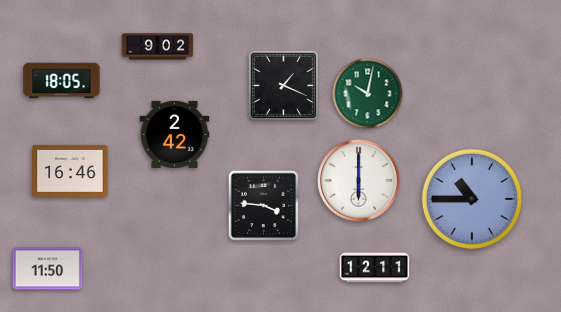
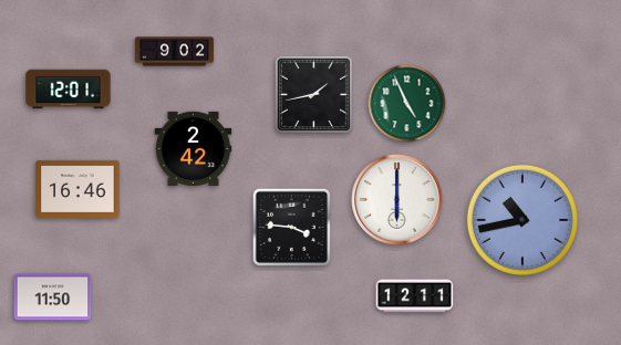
clock at (62, 81): 18:05 -> 12:01
clock at (283, 85): 1:19 -> 1:43
clock at (368, 94): 10:02 -> 4:56
clock at (472, 199): 10:45 -> 10:43
